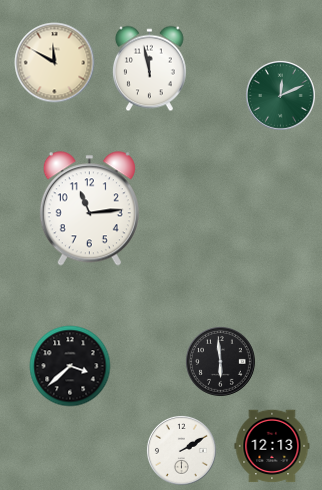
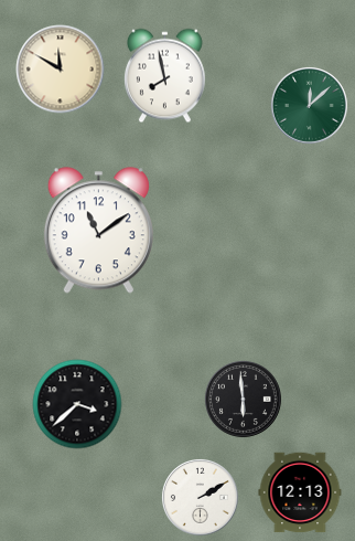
clock at (150, 69): 11:58 -> 7:58
clock at (281, 96): 12:11 -> 12:08
clock at (89, 209): 11:14 -> 11:09
